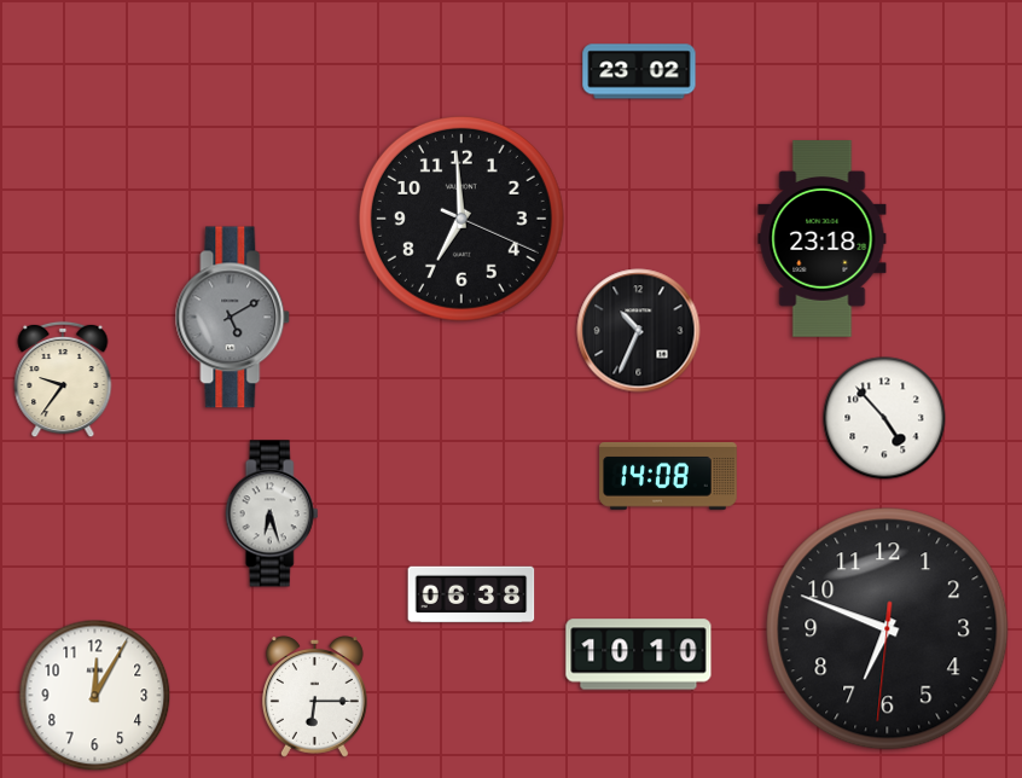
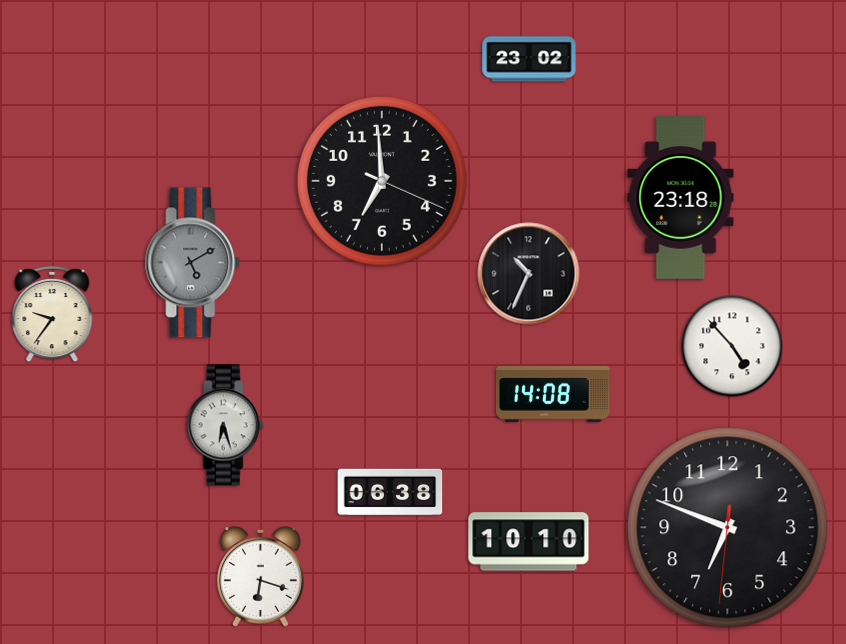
clock at (888, 629) position: (888, 629) -> (728, 528)
clock at (95, 696): 12:05 -> none
clock at (314, 697): 6:15 -> 6:18
